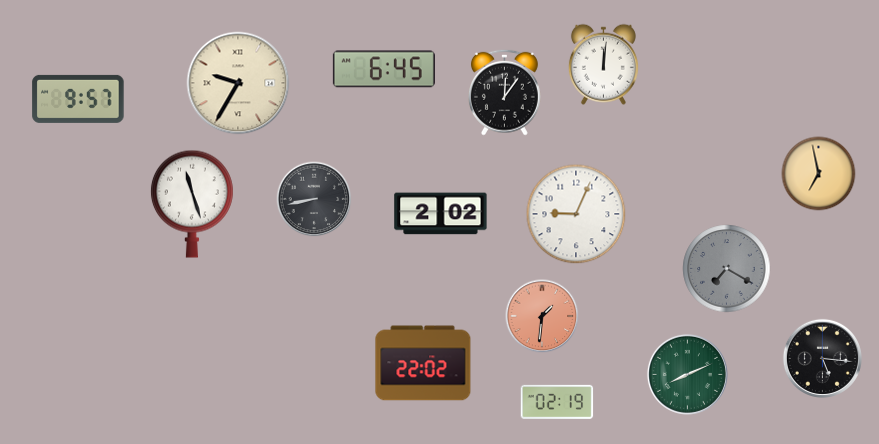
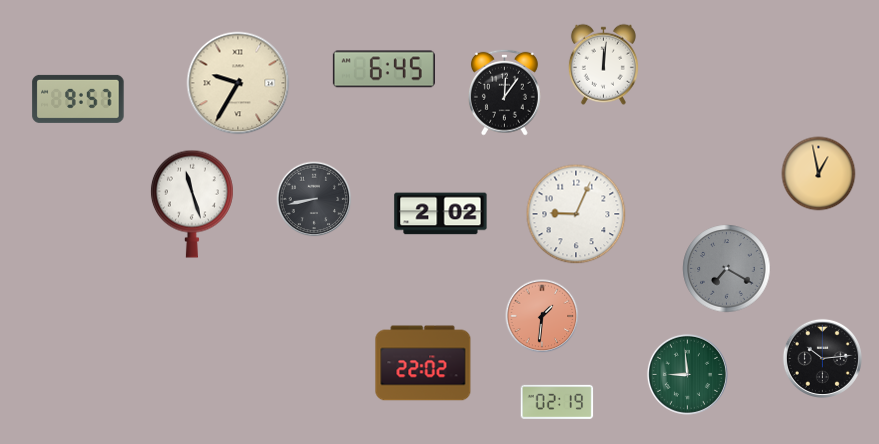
clock at (819, 174): 6:58 -> 12:58
clock at (822, 358): 5:16 -> 10:14
clock at (687, 374): 8:11 -> 8:59
